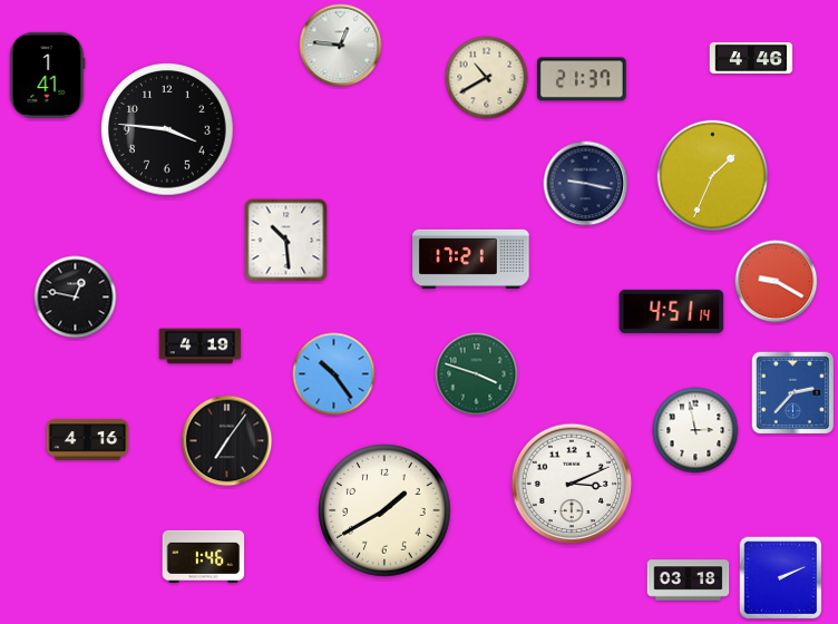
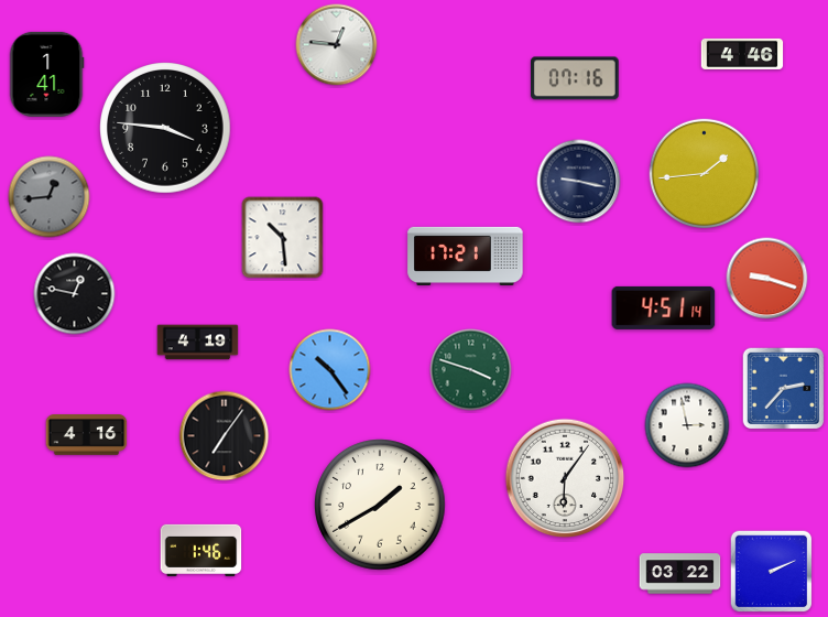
clock at (751, 58) position: (751, 58) -> (742, 54)
clock at (487, 78): 10:40 -> none
clock at (582, 79): 21:37 -> 07:16
clock at (712, 175): 1:34 -> 1:44
clock at (50, 197): none -> 12:44
clock at (777, 282): 9:20 -> 9:18
clock at (572, 484): 3:11 -> 6:06
clock at (689, 581): 03:18 -> 03:22
